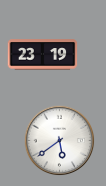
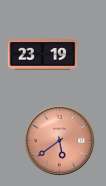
clock at (60, 141) dial: white -> salmon
